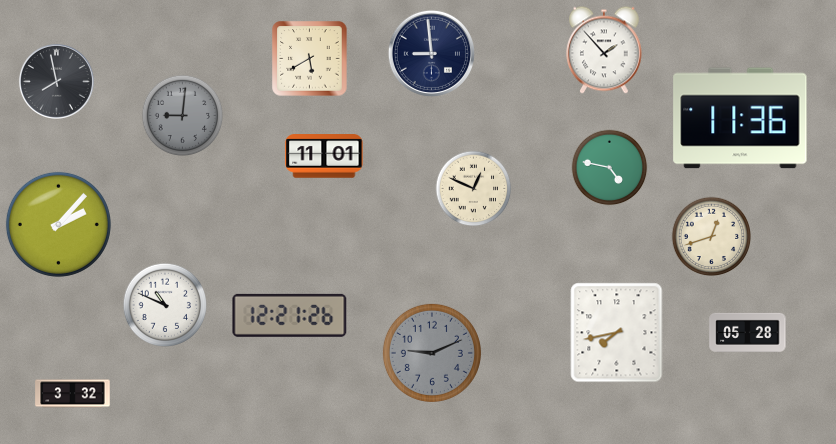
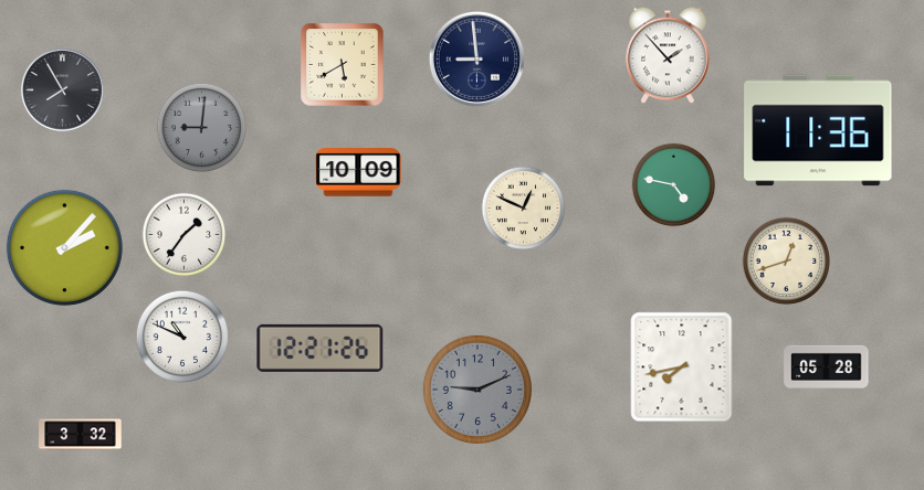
clock at (56, 81): 7:58 -> 7:55
clock at (324, 156): 11:01 -> 10:09
clock at (185, 235): none -> 1:36
